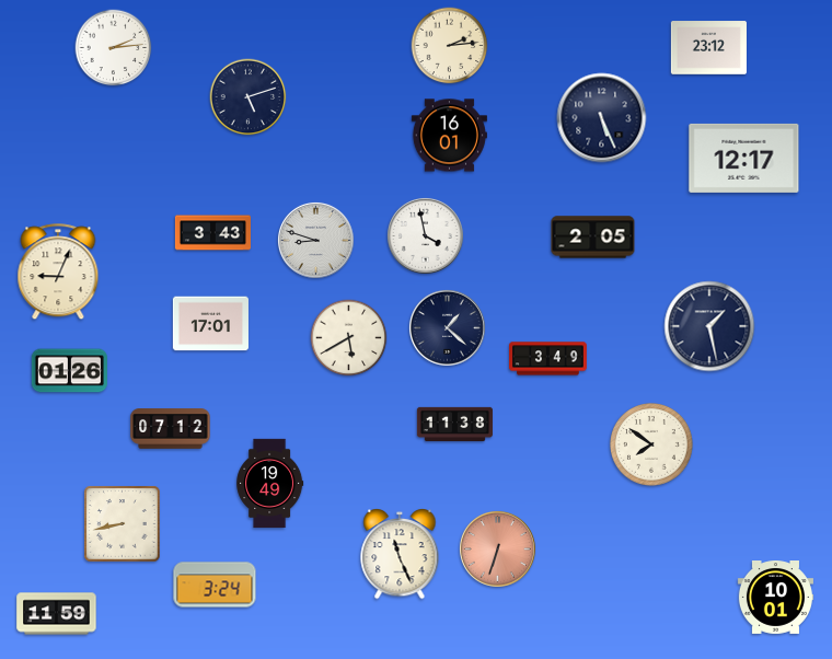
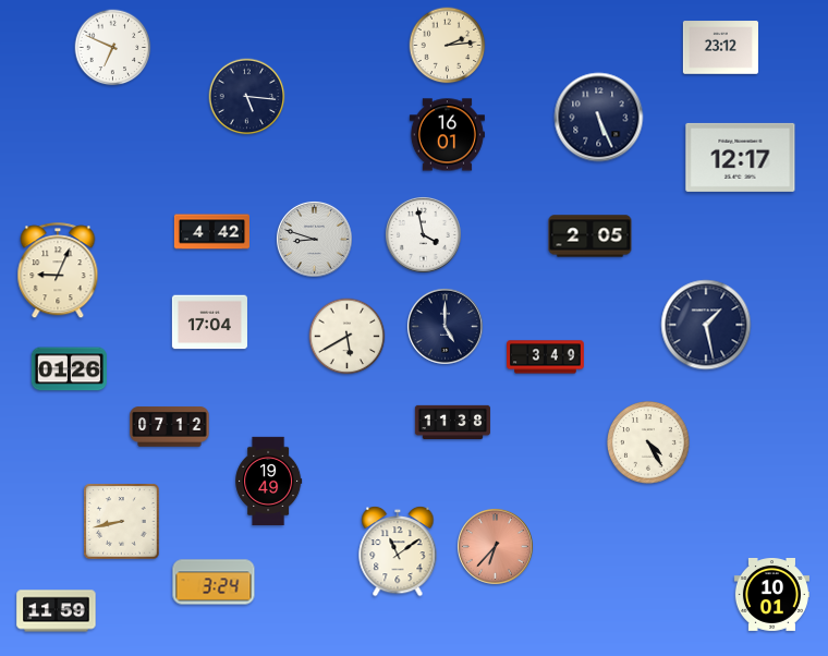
clock at (114, 48): 2:14 -> 6:49
clock at (708, 48) position: (708, 48) -> (720, 48)
clock at (249, 97): 5:12 -> 5:16
clock at (212, 233): 3:43 -> 4:42
clock at (210, 324): 17:01 -> 17:04
clock at (447, 327): 1:22 -> 5:00
clock at (652, 446): 7:51 -> 4:25
clock at (497, 548): 6:33 -> 6:37
clock at (400, 554): 11:26 -> 11:09
